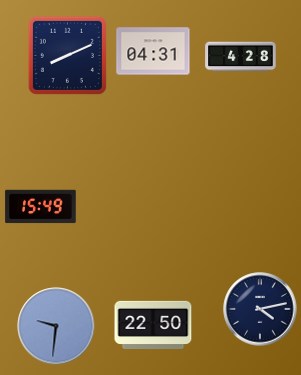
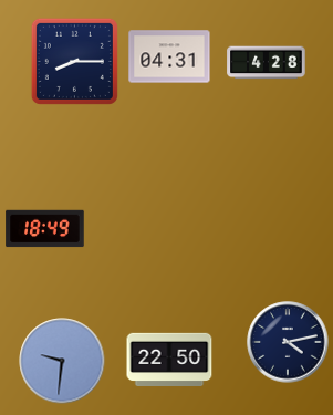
clock at (67, 55): 8:11 -> 8:15
clock at (41, 207): 15:49 -> 18:49
